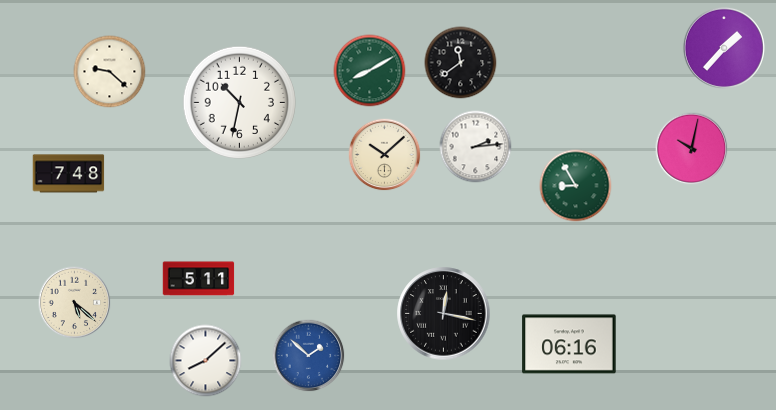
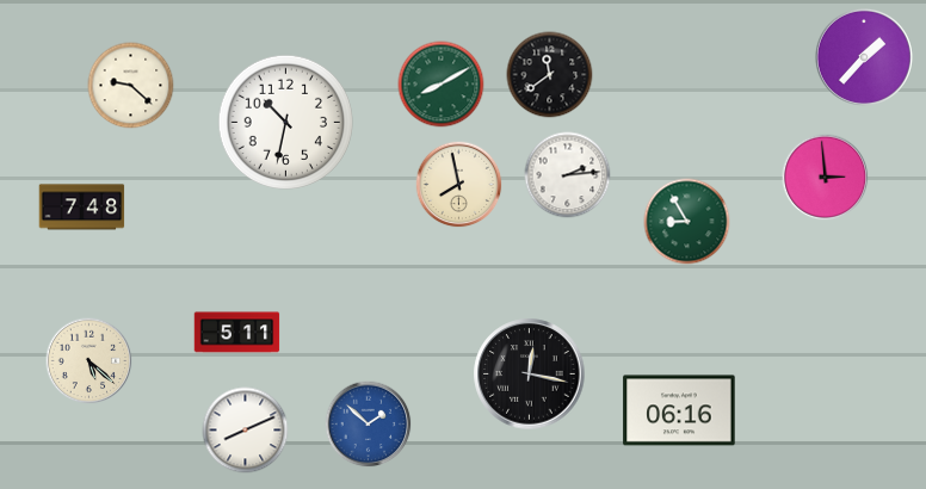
clock at (692, 149): 10:02 -> 2:59
clock at (385, 155): 10:08 -> 7:58
clock at (206, 361): 8:08 -> 8:11
